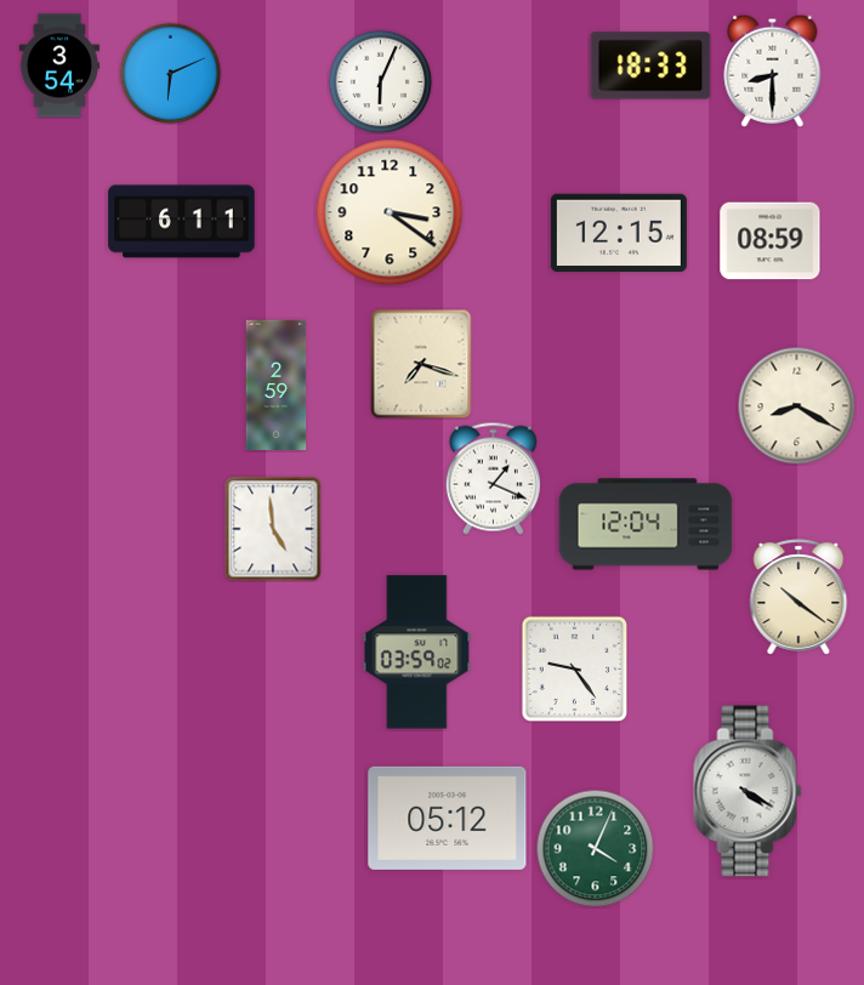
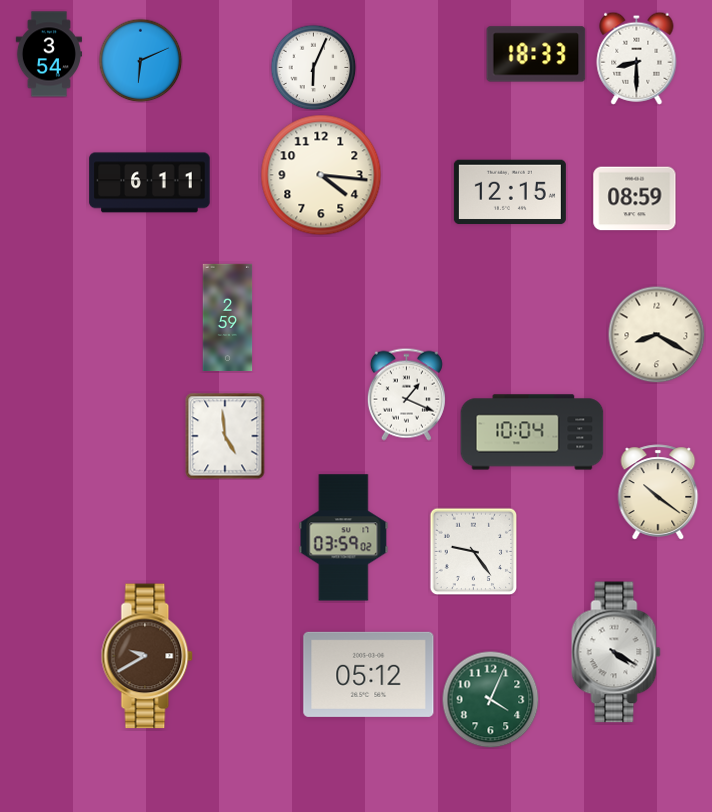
clock at (390, 212): 3:21 -> 4:16
clock at (421, 364): 7:18 -> none
clock at (646, 524): 12:04 -> 10:04
clock at (147, 656): none -> 9:40
